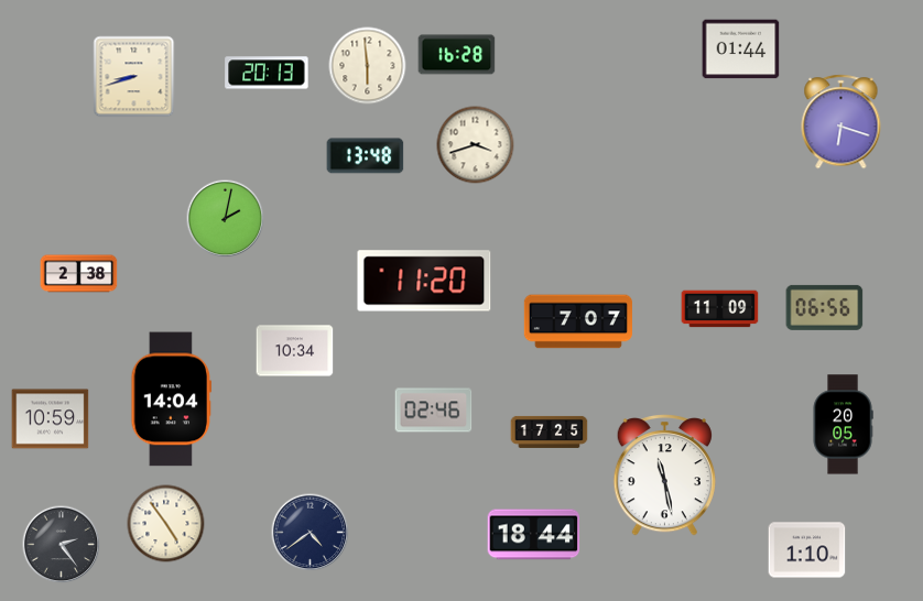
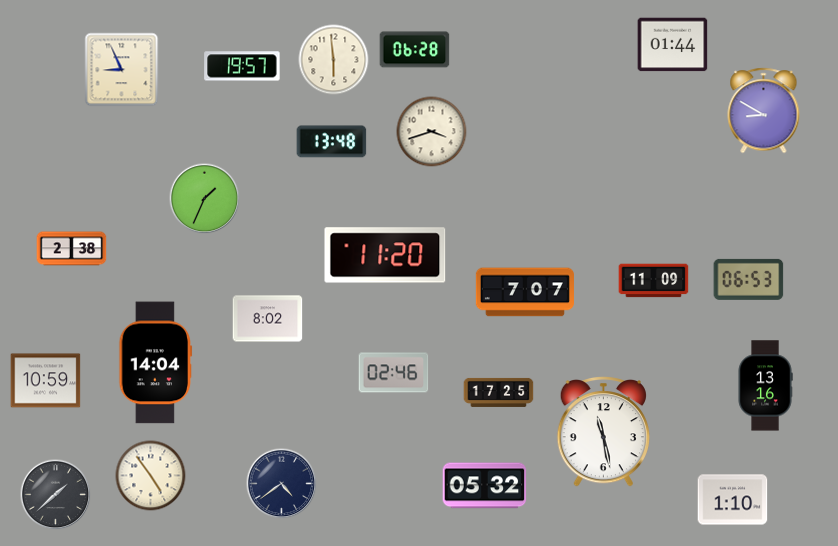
clock at (457, 55): 16:28 -> 06:28
clock at (267, 73): 20:13 -> 19:57
clock at (134, 77): 8:42 -> 8:56
clock at (841, 122): 6:18 -> 8:50
clock at (226, 219): 2:02 -> 1:34
clock at (825, 307): 06:56 -> 06:53
clock at (295, 351): 10:34 -> 8:02
clock at (843, 425): 20:05 -> 13:16
clock at (534, 535): 18:44 -> 05:32
clock at (62, 545): 2:24 -> 1:38
